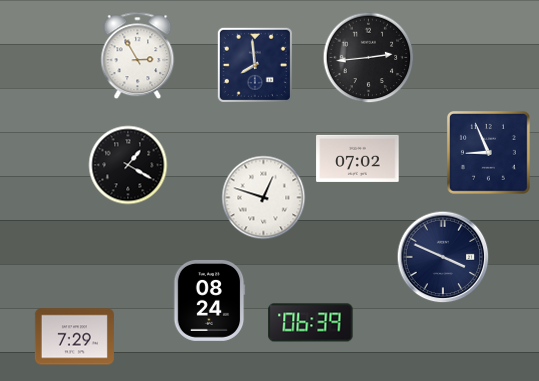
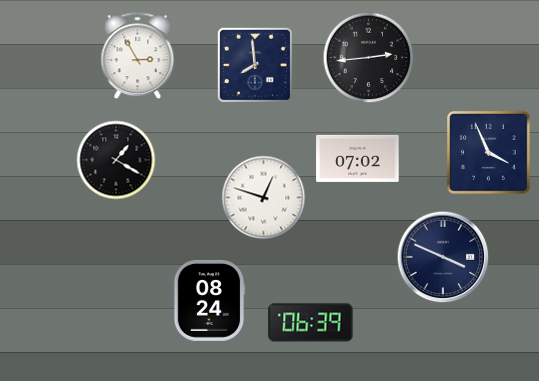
clock at (488, 152): 8:56 -> 3:56
clock at (128, 165) position: (128, 165) -> (116, 160)
clock at (74, 337): 7:29 -> none
